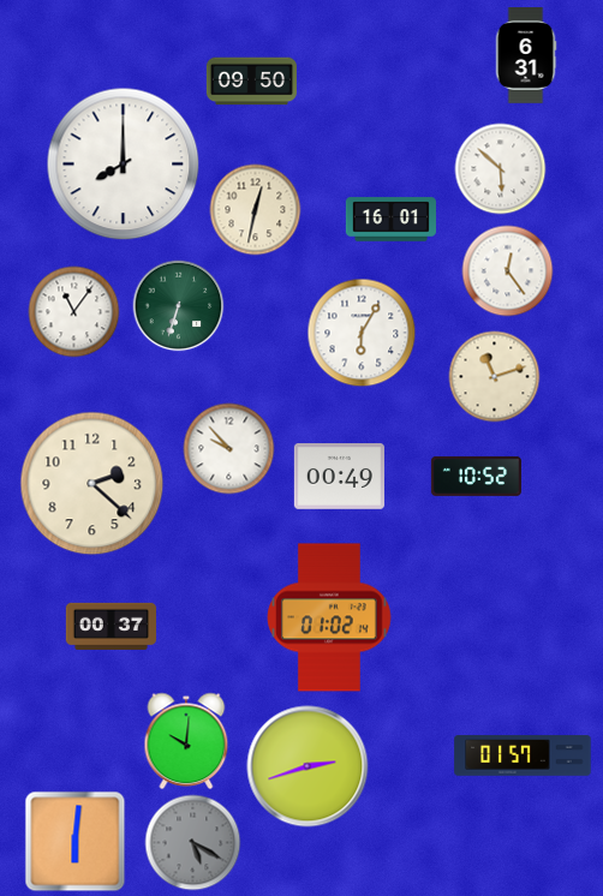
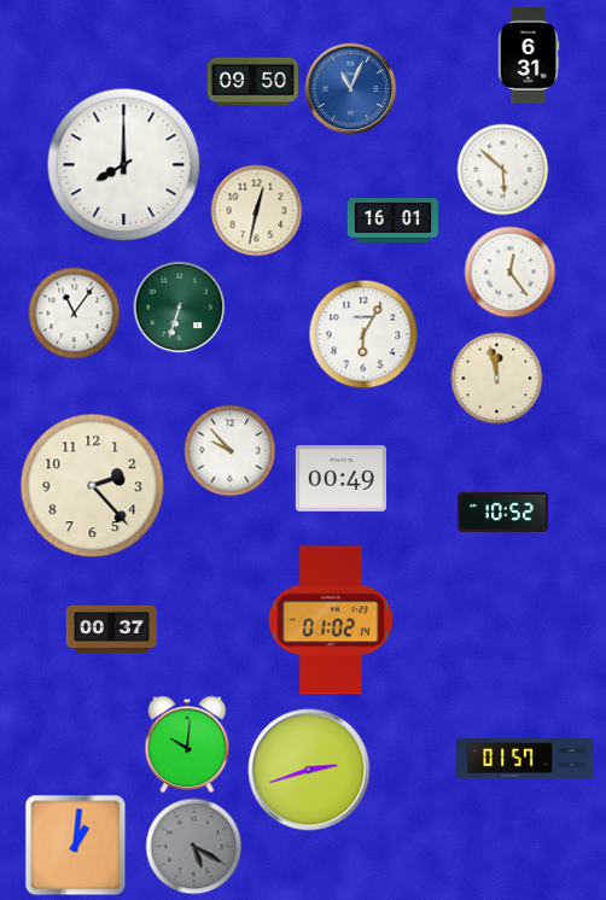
clock at (351, 89): none -> 11:04
clock at (495, 377): 11:12 -> 11:58
clock at (476, 476) position: (476, 476) -> (502, 512)
clock at (92, 484): 2:22 -> 2:23
clock at (76, 842): 6:01 -> 1:01
